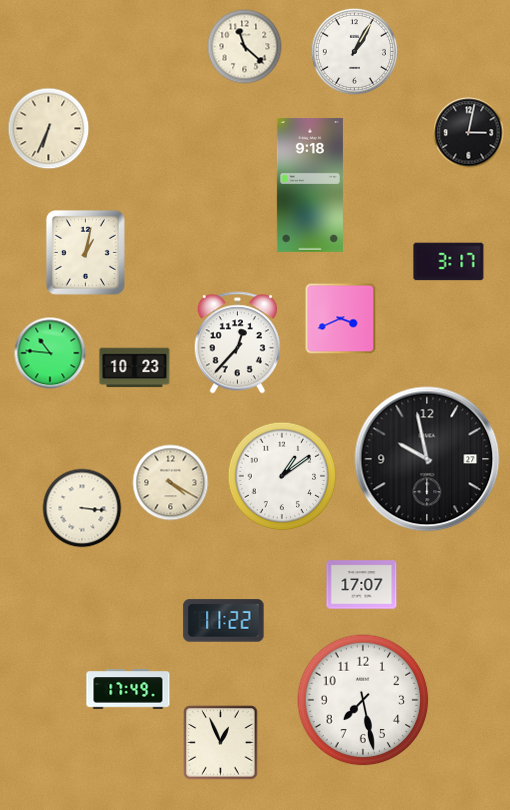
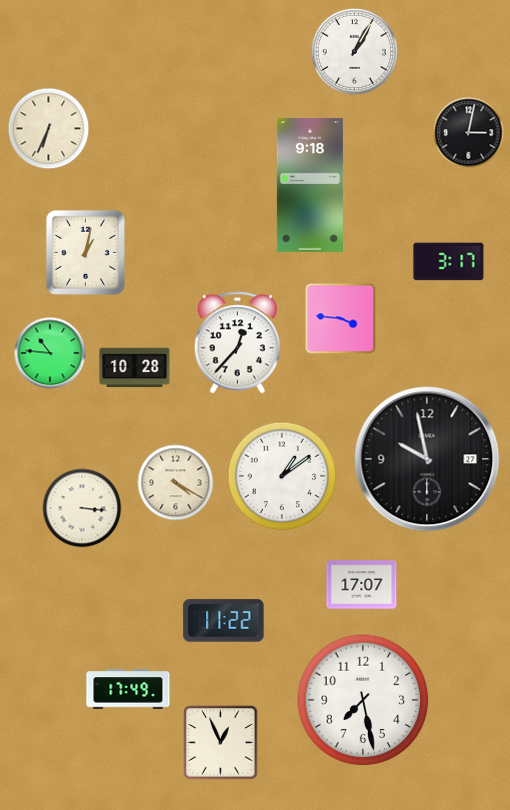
clock at (245, 47): 11:22 -> none
clock at (341, 319): 3:41 -> 3:46
clock at (135, 368): 10:23 -> 10:28
clock at (171, 483) position: (171, 483) -> (176, 483)
